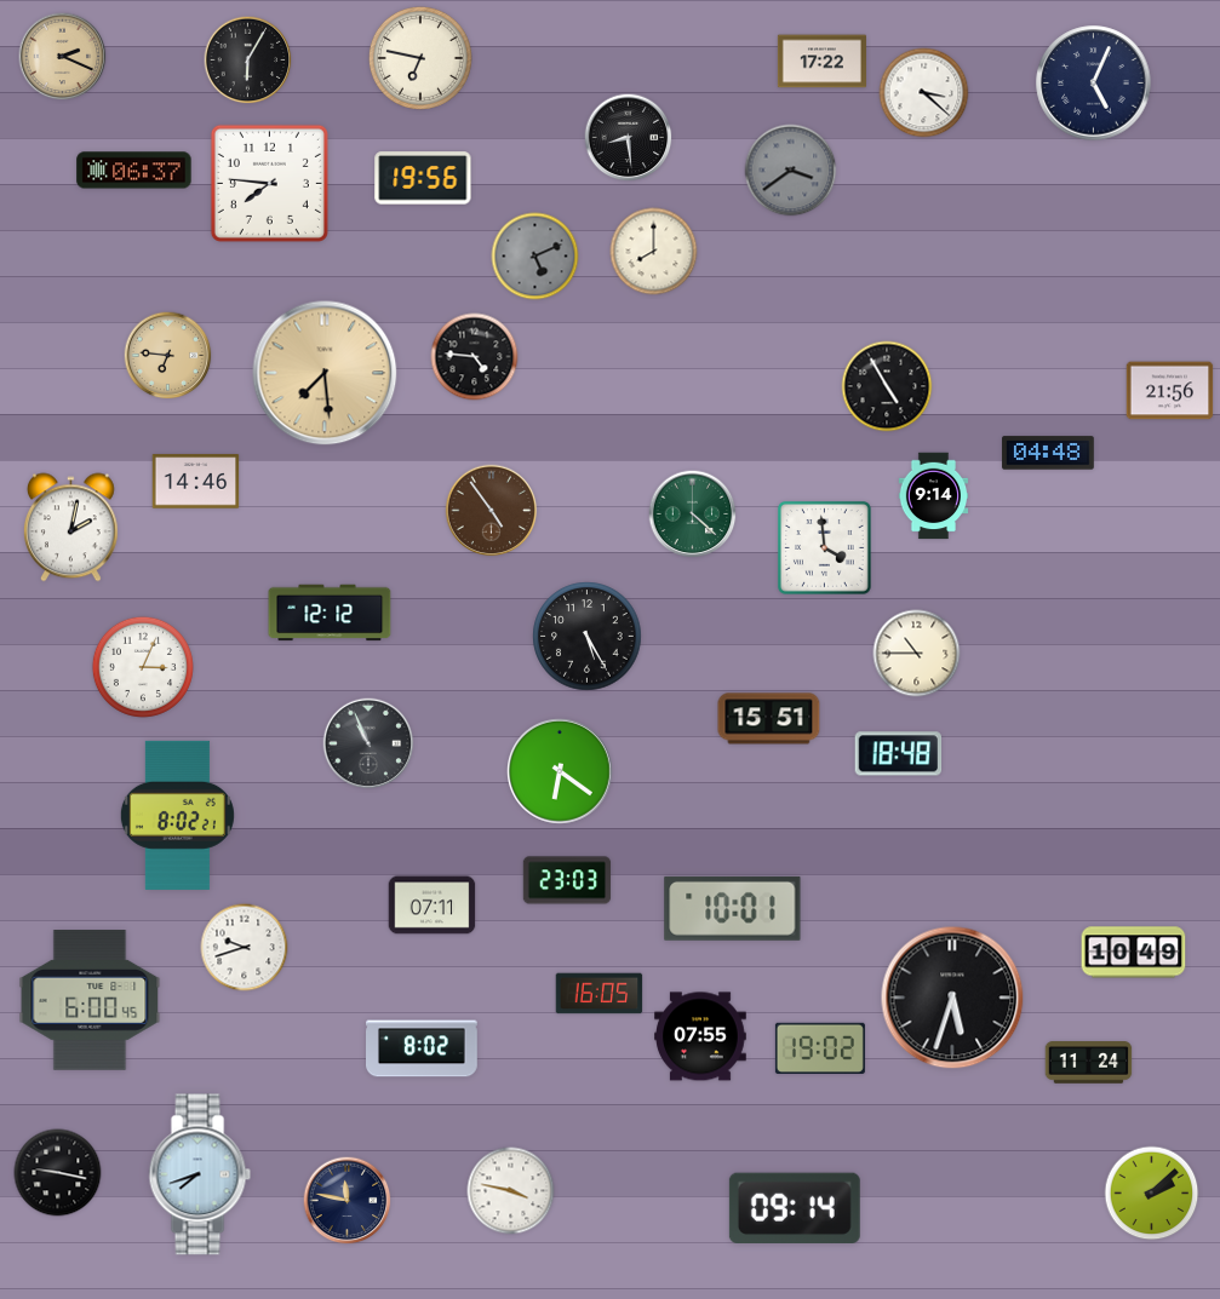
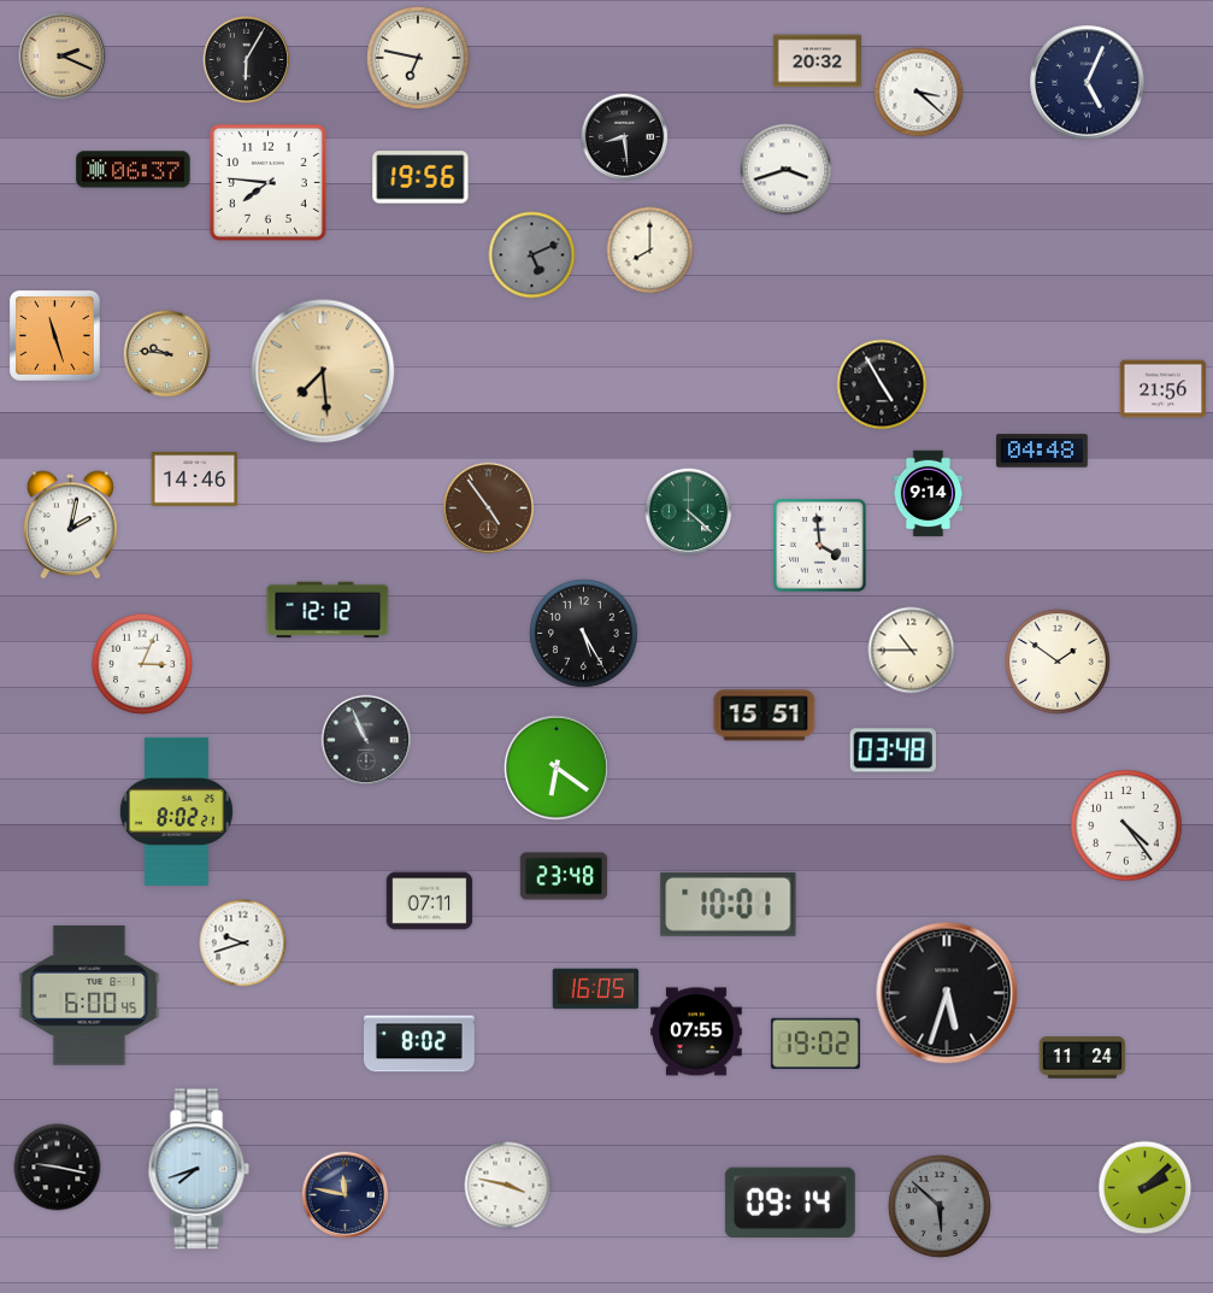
clock at (821, 62): 17:22 -> 20:32
clock at (791, 171): 3:39 -> 3:42
clock at (791, 171) dial: grey -> white
clock at (54, 335): none -> 11:27
clock at (168, 356): 6:46 -> 9:46
clock at (475, 357): 4:46 -> none
clock at (1058, 662): none -> 1:51
clock at (899, 754): 18:48 -> 03:48
clock at (1126, 825): none -> 4:24
clock at (567, 880): 23:03 -> 23:48
clock at (1134, 953): 10:49 -> none
clock at (940, 1206): none -> 5:52
